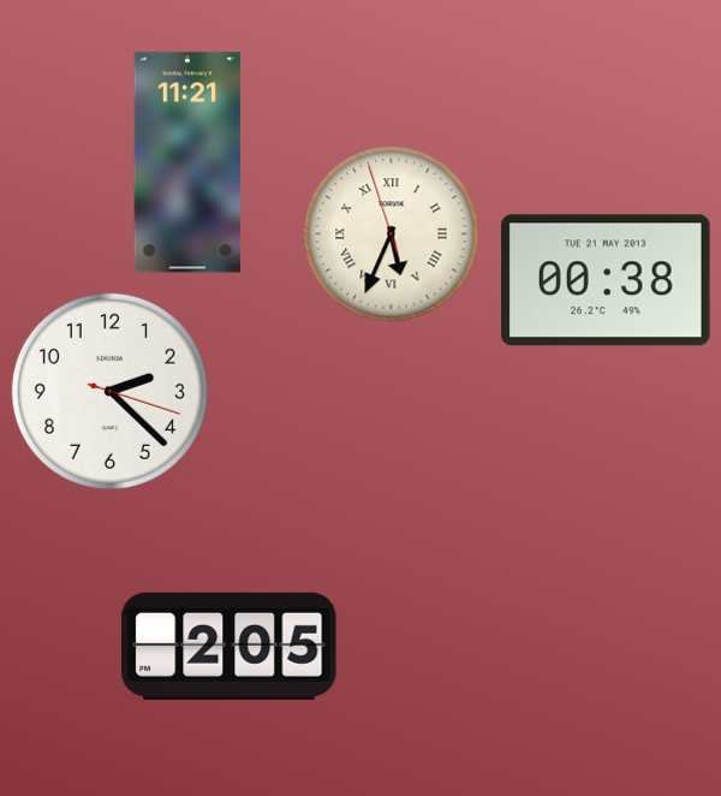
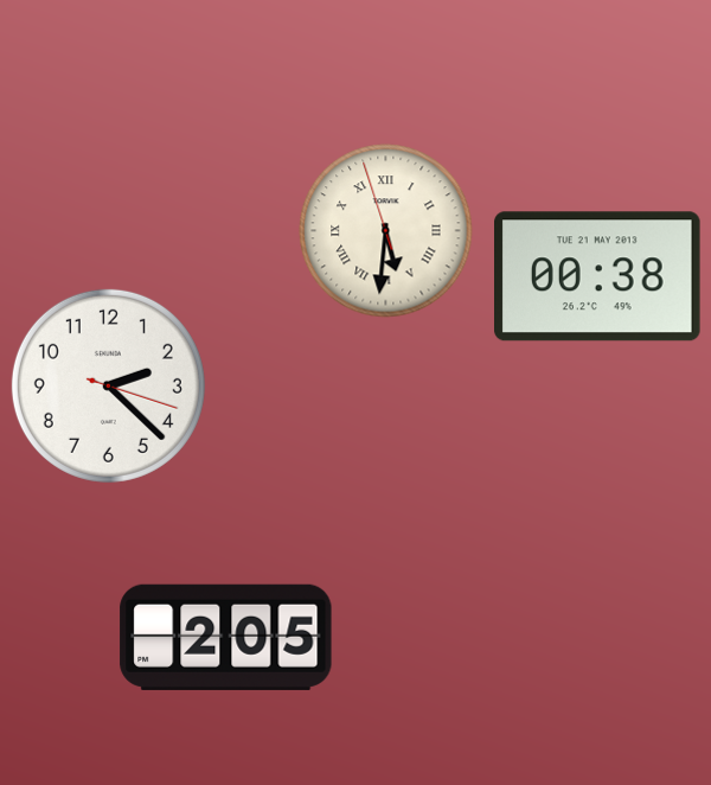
clock at (187, 162): 11:21 -> none
clock at (392, 234): 5:33 -> 5:30
